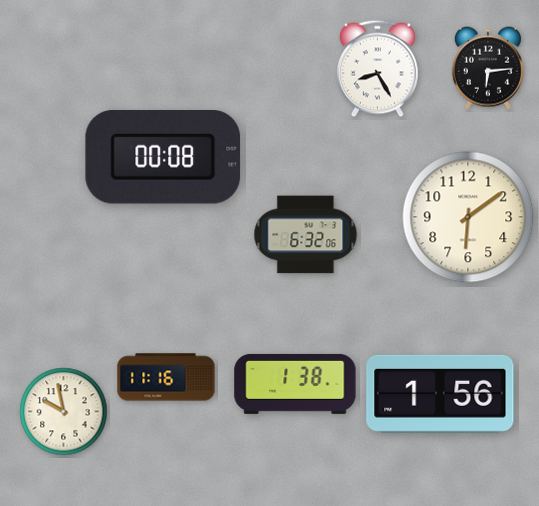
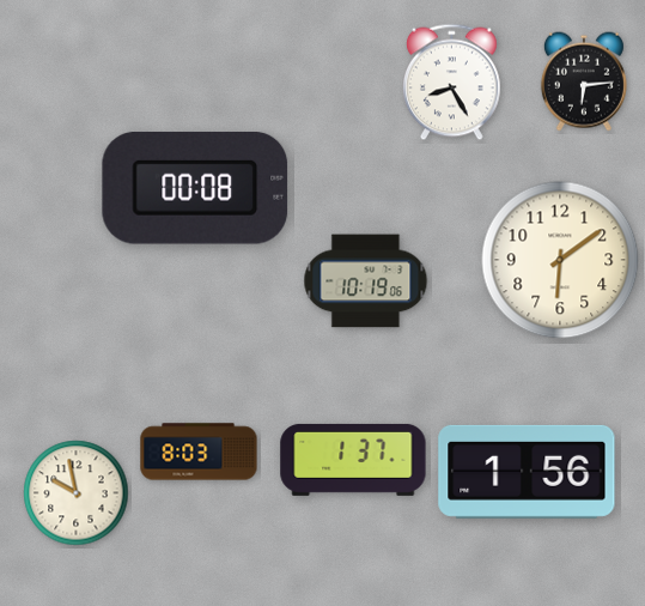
clock at (306, 235): 6:32 -> 10:19
clock at (166, 377): 11:16 -> 8:03
clock at (295, 384): 1:38 -> 1:37
